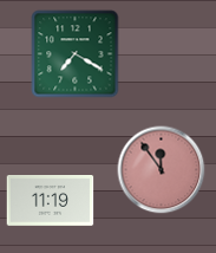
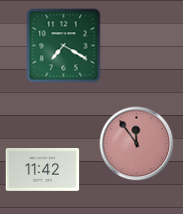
clock at (51, 201): 11:19 -> 11:42
